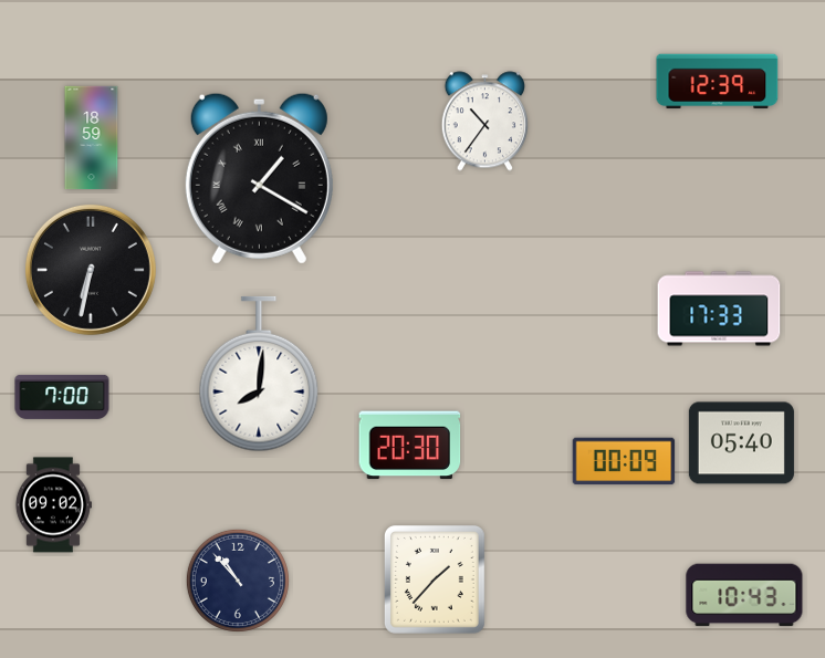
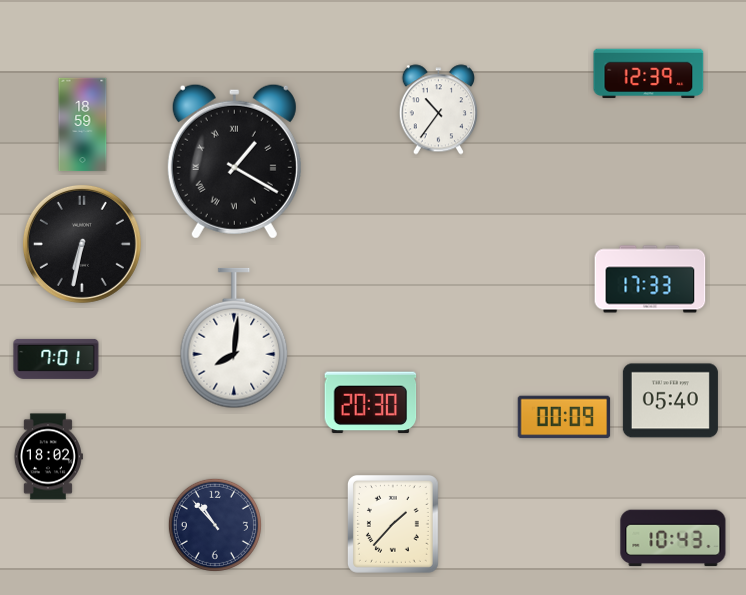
clock at (62, 397): 7:00 -> 7:01
clock at (53, 505): 09:02 -> 18:02
